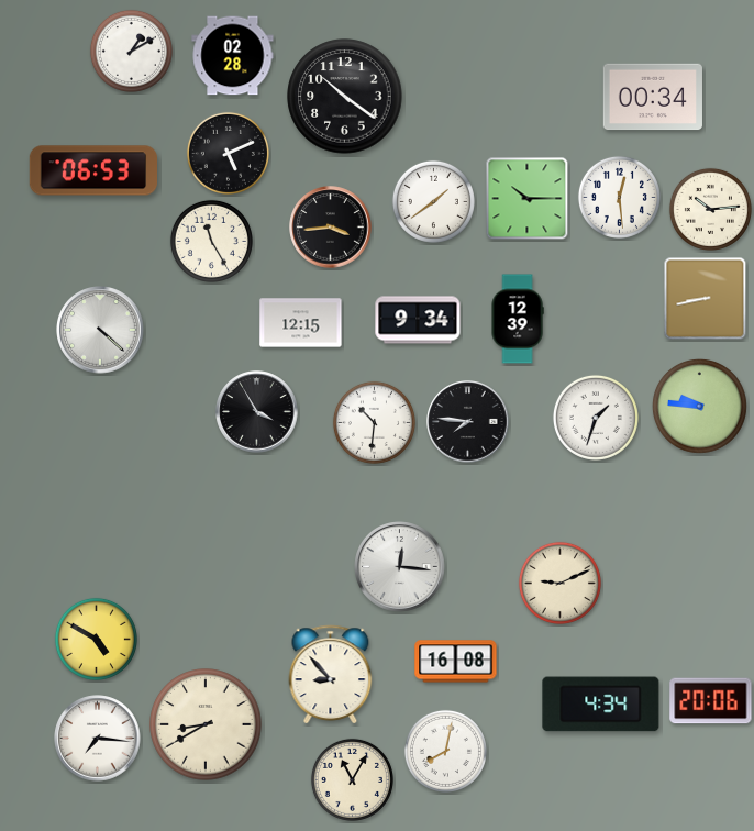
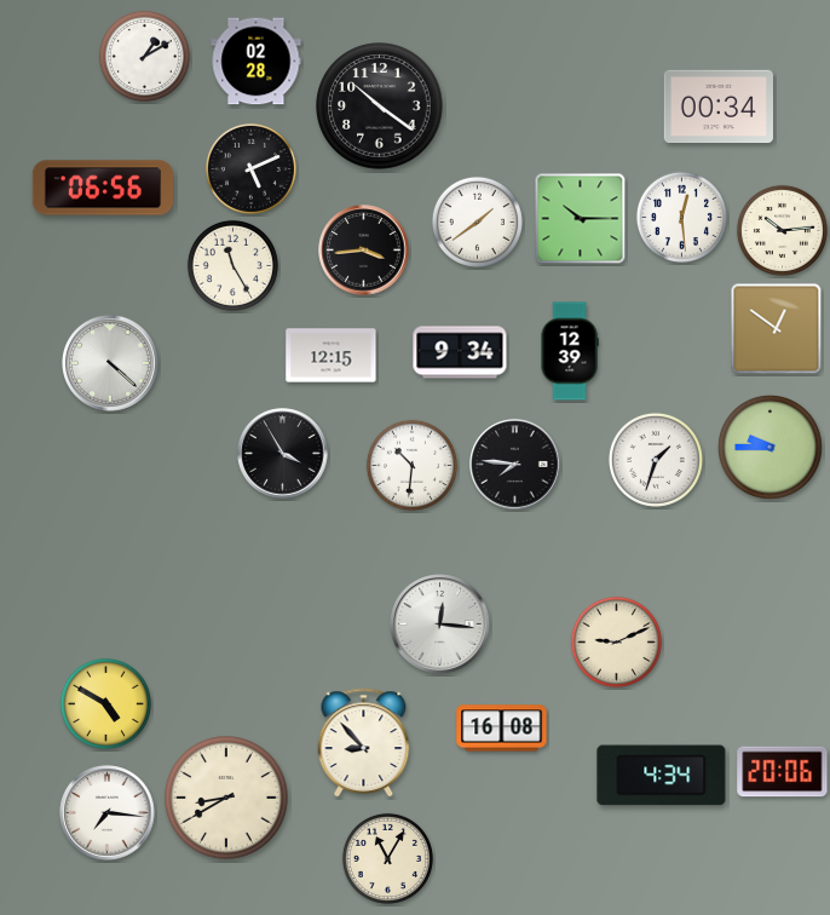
clock at (93, 170): 06:53 -> 06:56
clock at (706, 299): 8:43 -> 12:51
clock at (699, 406): 9:46 -> 9:45
clock at (445, 751): 8:02 -> none
